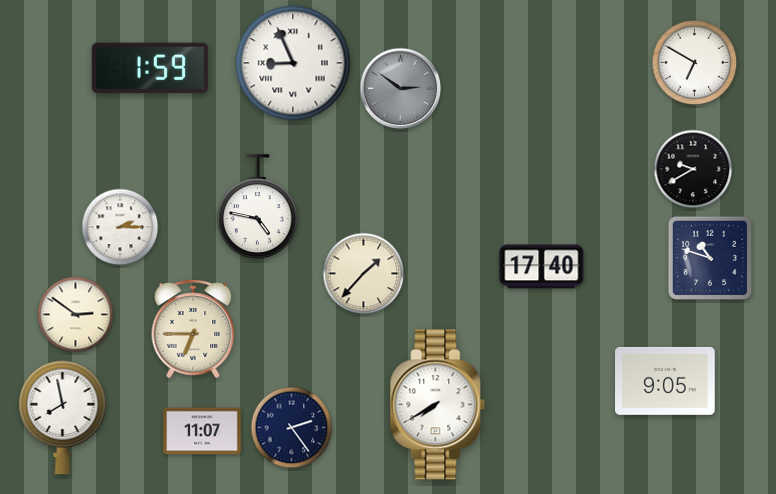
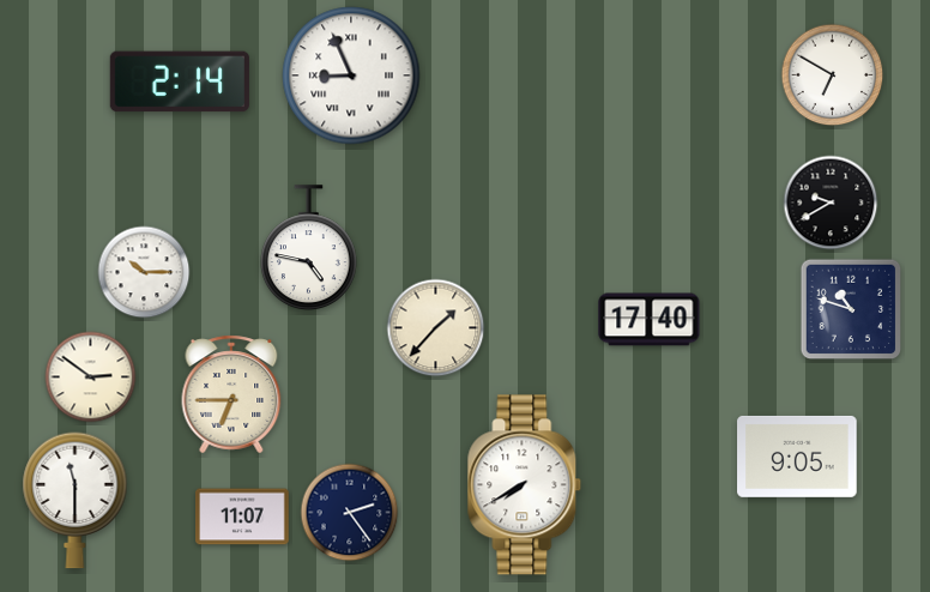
clock at (150, 68): 1:59 -> 2:14
clock at (401, 89): 2:51 -> none
clock at (120, 227): 2:15 -> 10:15
clock at (63, 418): 7:58 -> 11:30
